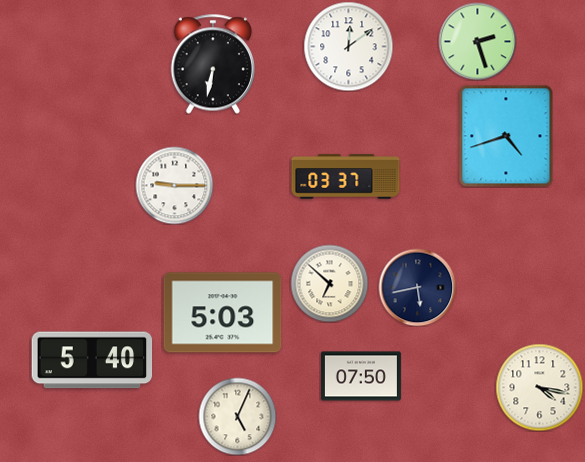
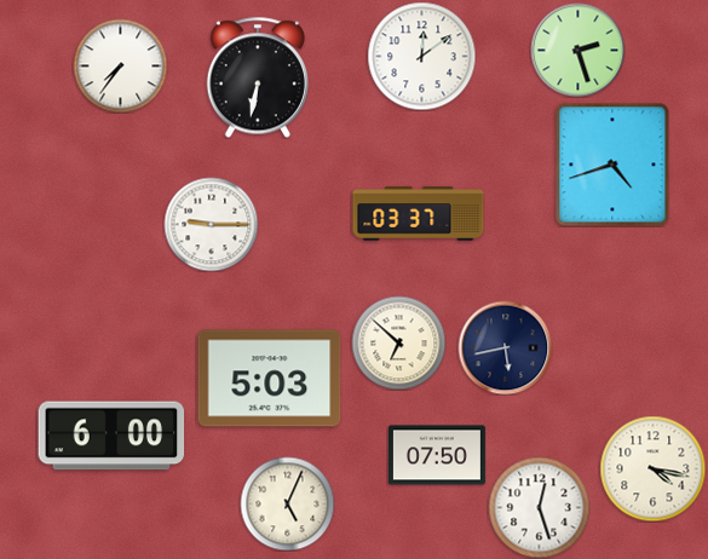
clock at (120, 65): none -> 7:36
clock at (92, 360): 5:40 -> 6:00
clock at (539, 507): none -> 12:27
